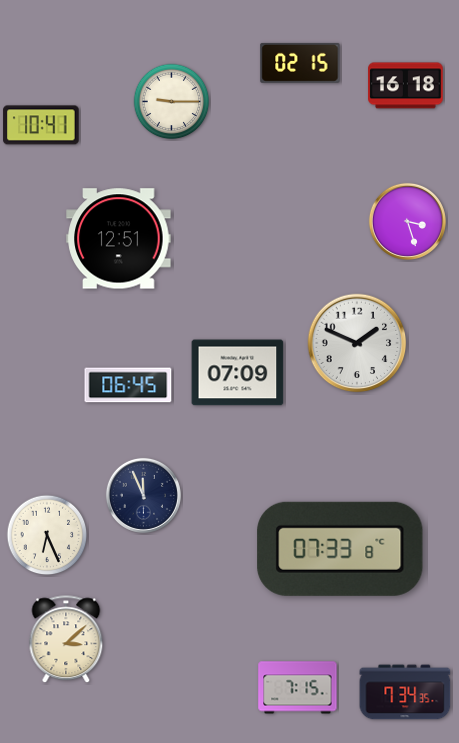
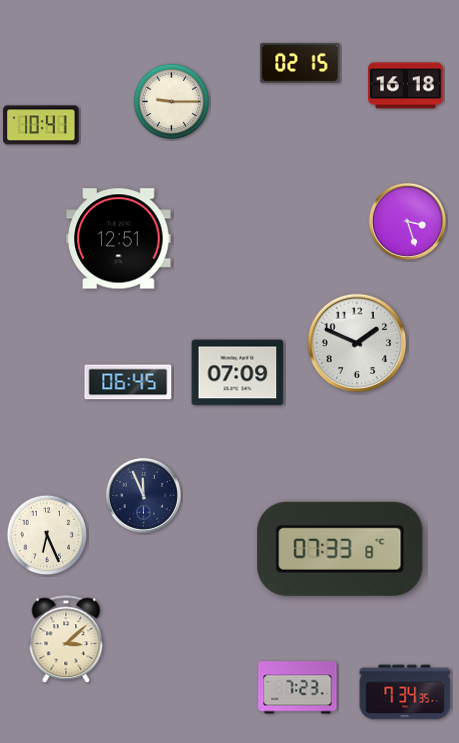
clock at (128, 385) position: (128, 385) -> (128, 382)
clock at (298, 688): 7:15 -> 7:23
